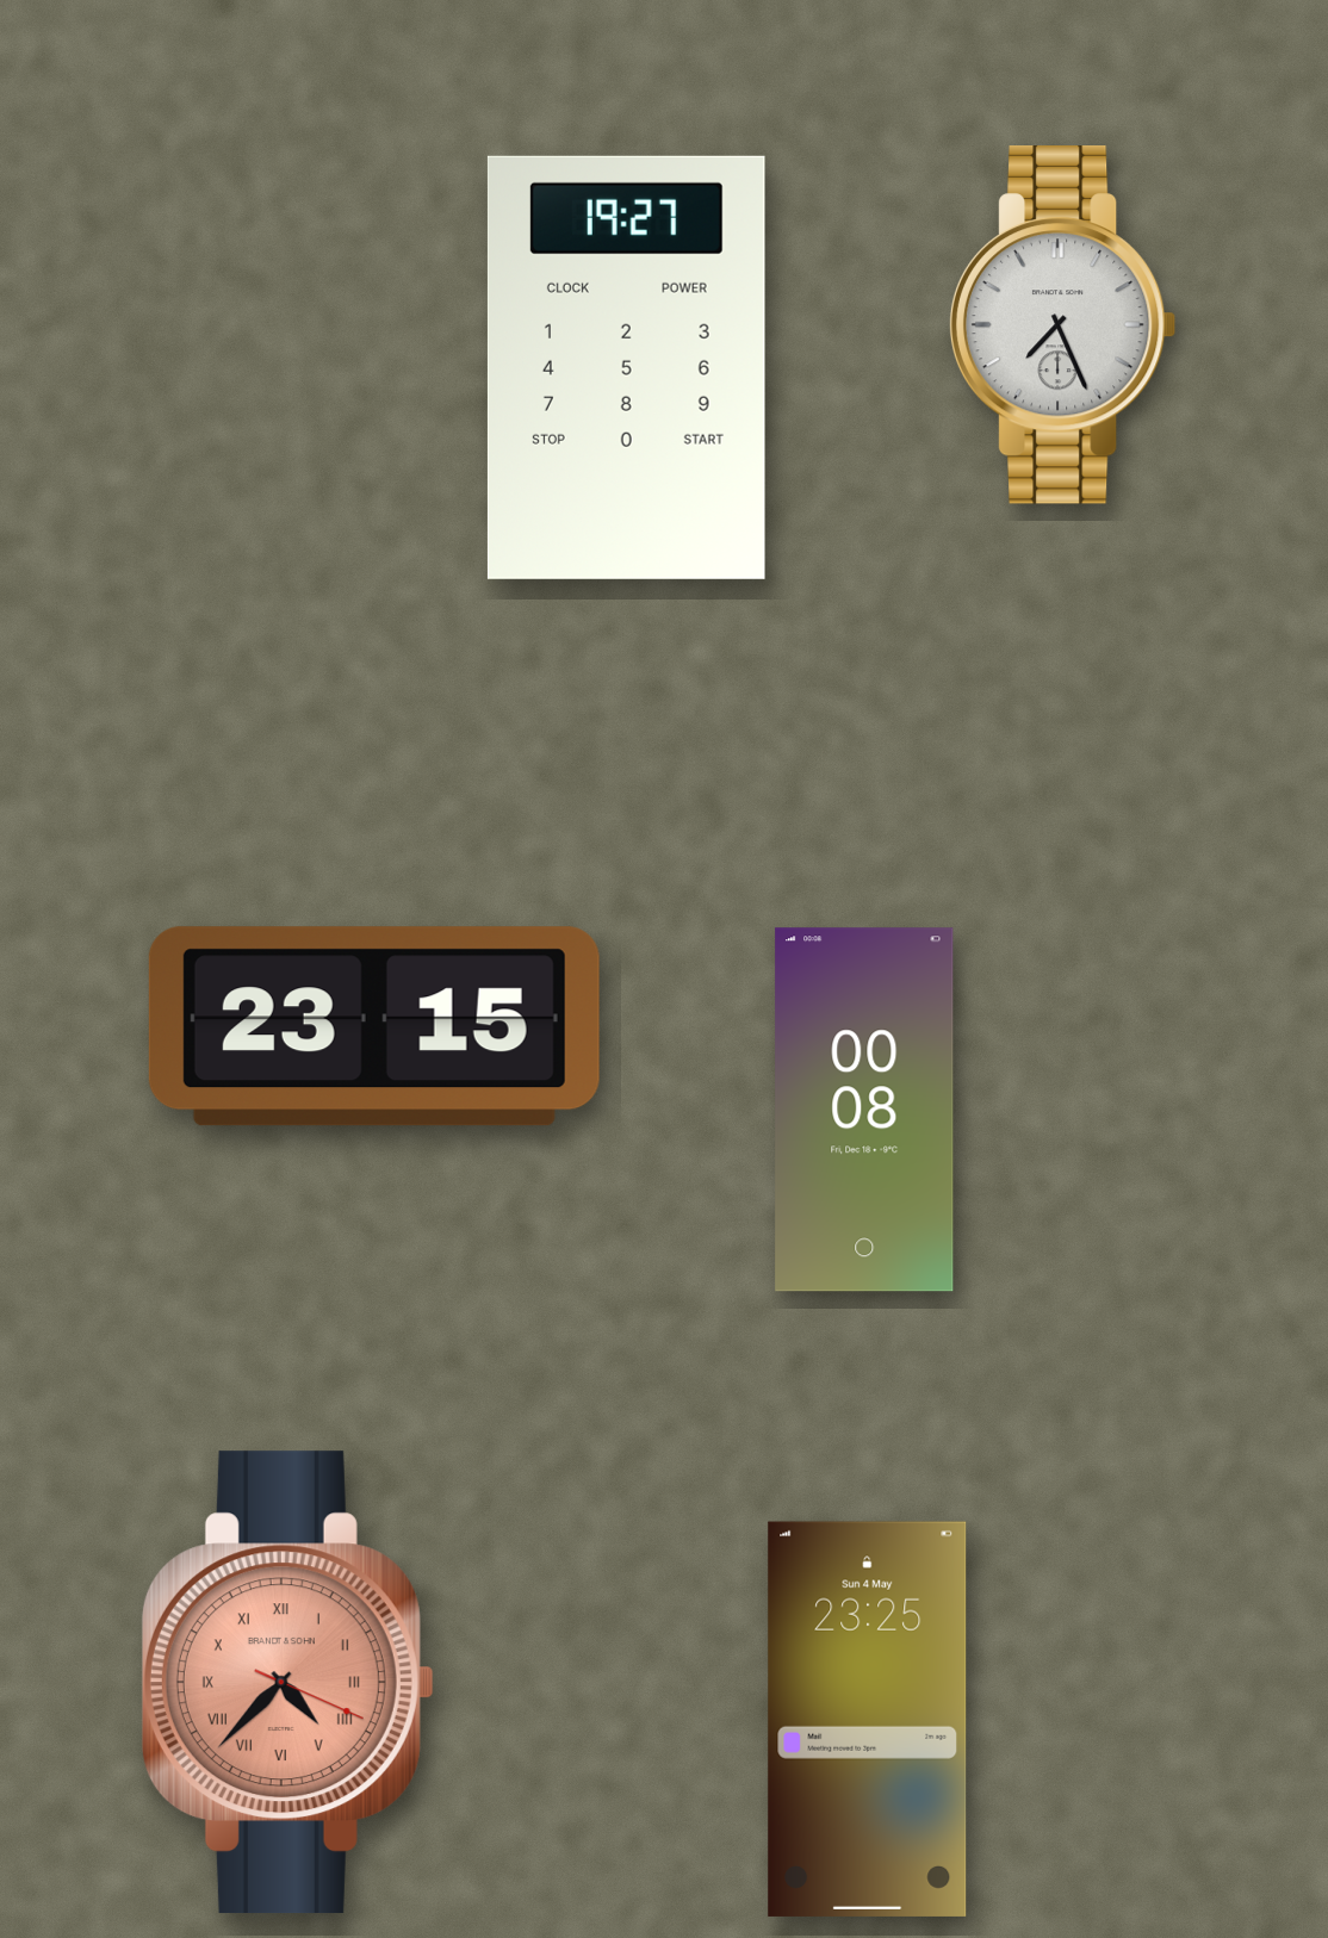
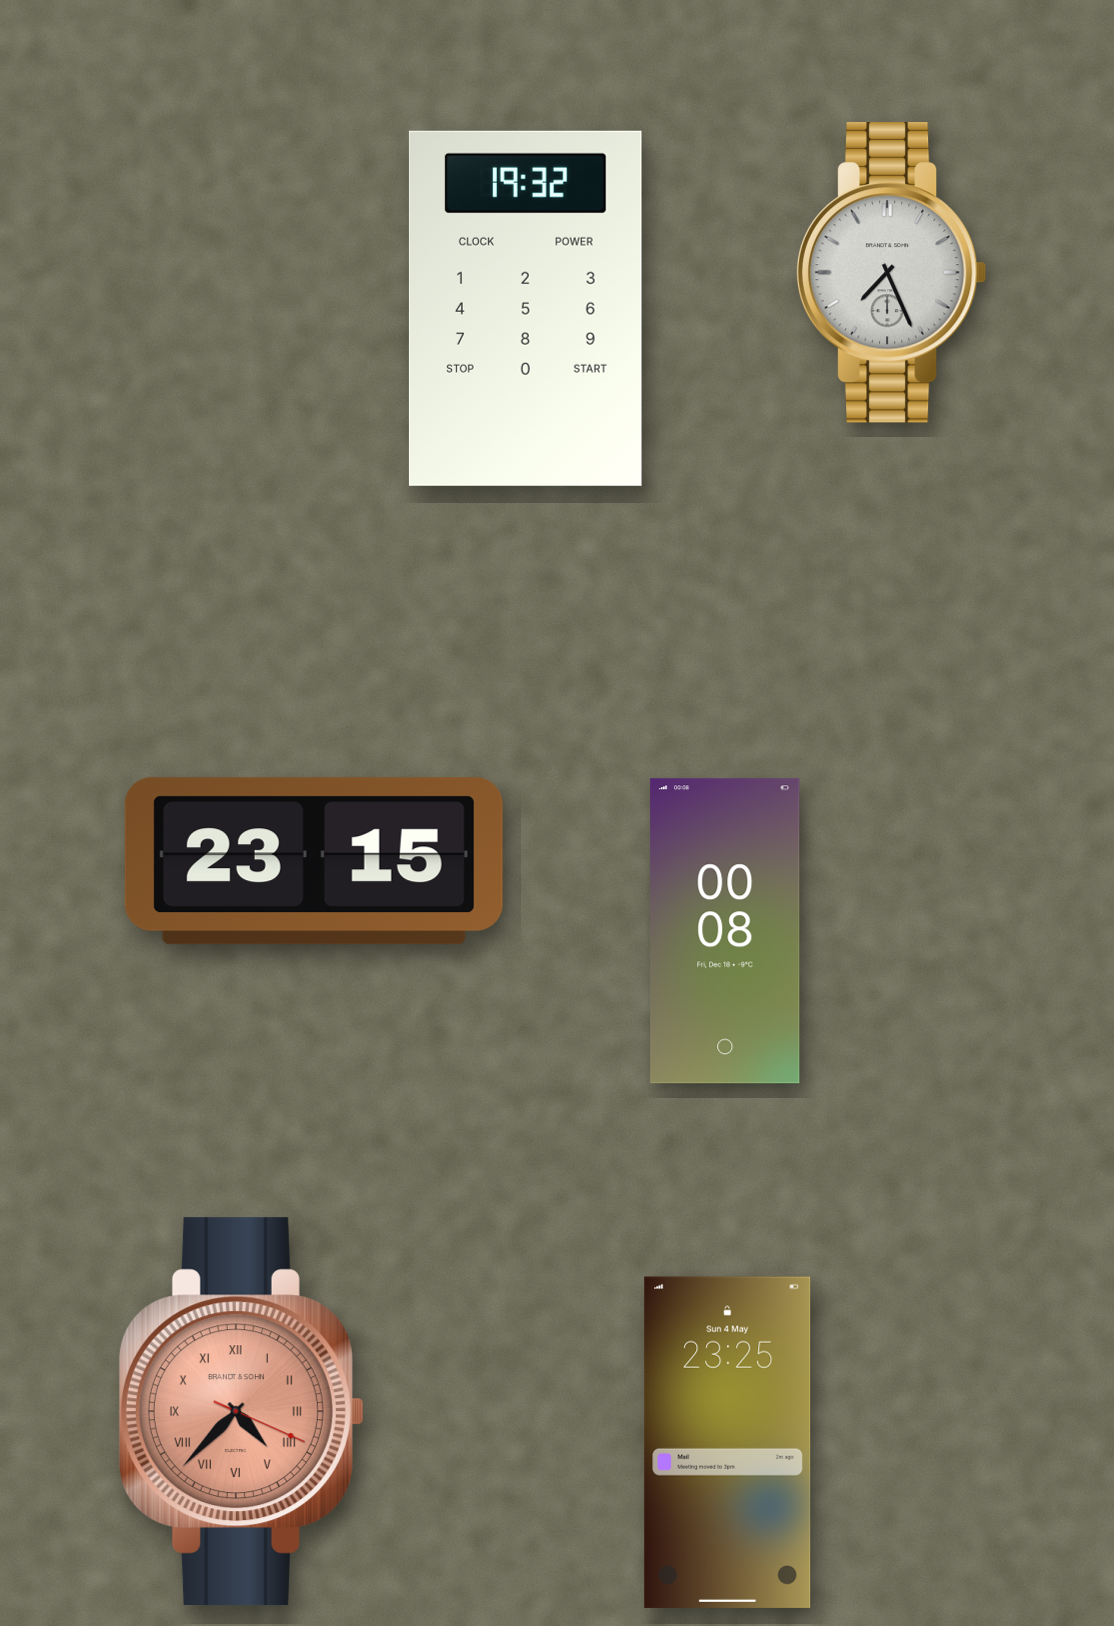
clock at (626, 367): 19:27 -> 19:32
